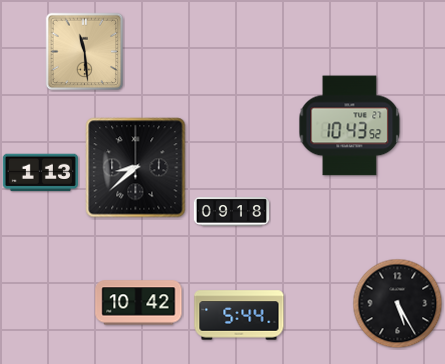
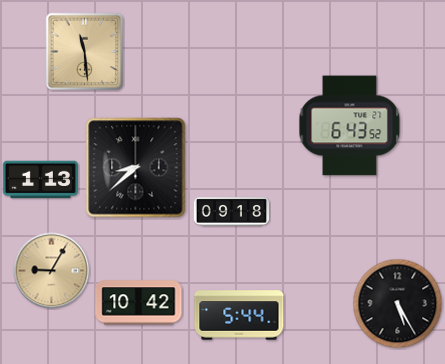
clock at (350, 126): 10:43 -> 6:43
clock at (40, 173) position: (40, 173) -> (40, 180)
clock at (52, 271): none -> 9:05
